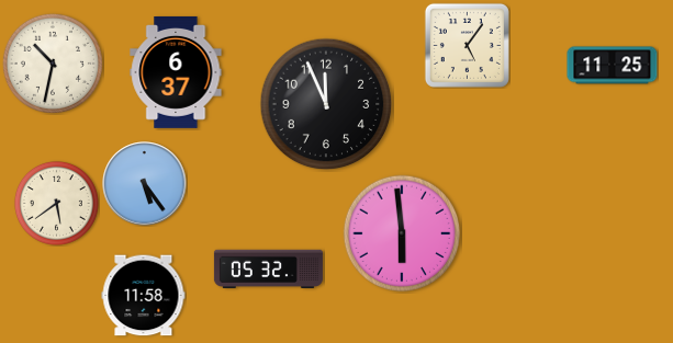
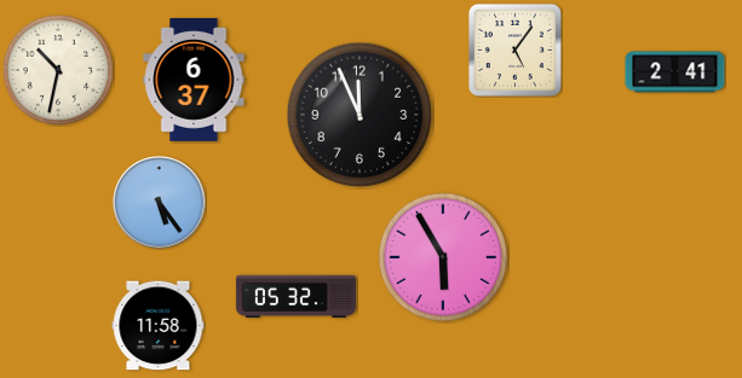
clock at (613, 66): 11:25 -> 2:41
clock at (56, 203): 5:39 -> none
clock at (402, 233): 5:59 -> 5:55
